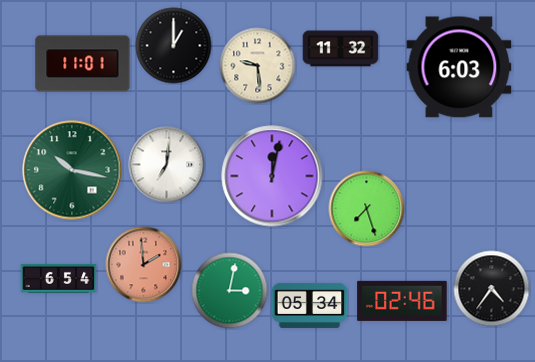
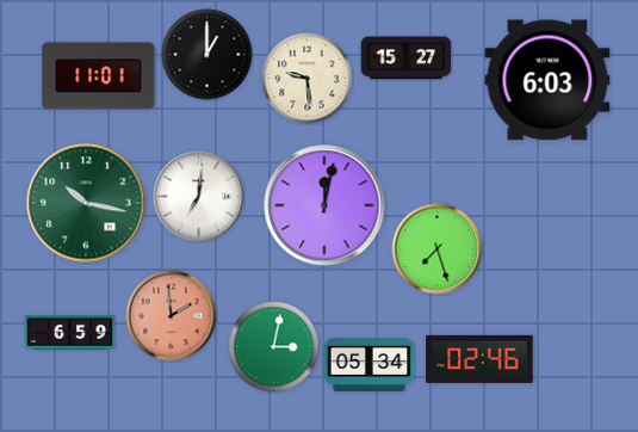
clock at (341, 49): 11:32 -> 15:27
clock at (272, 176) position: (272, 176) -> (324, 205)
clock at (59, 278): 6:54 -> 6:59
clock at (492, 289): 4:36 -> none
